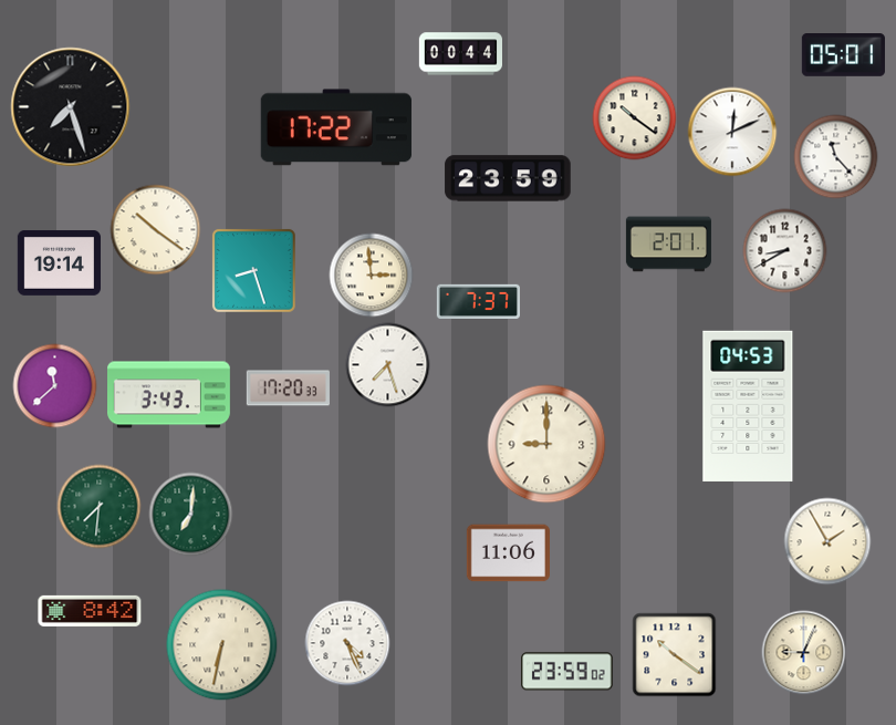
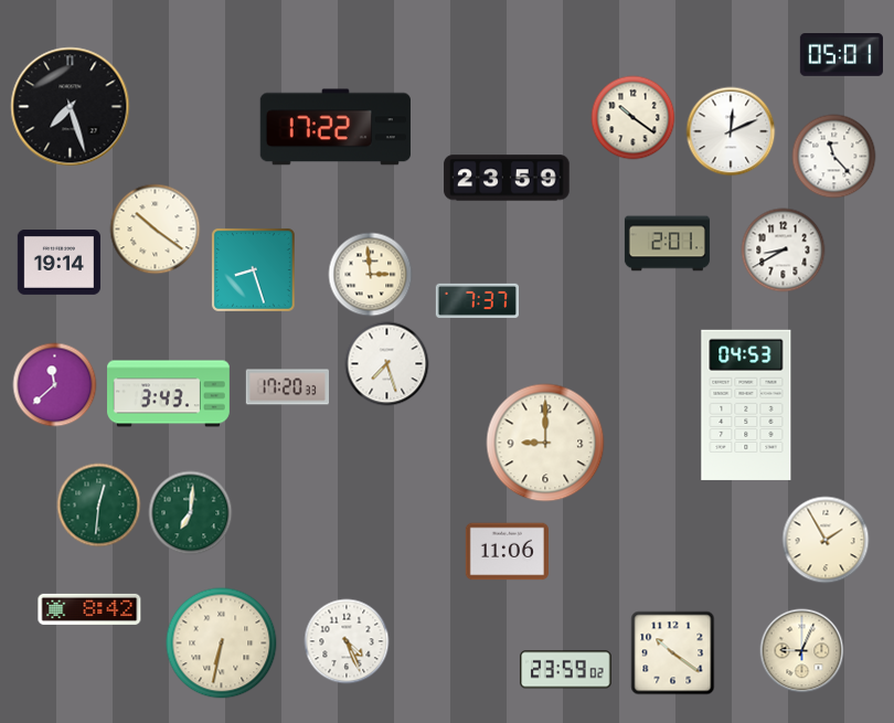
clock at (460, 54): 00:44 -> none
clock at (100, 507): 7:31 -> 12:31
